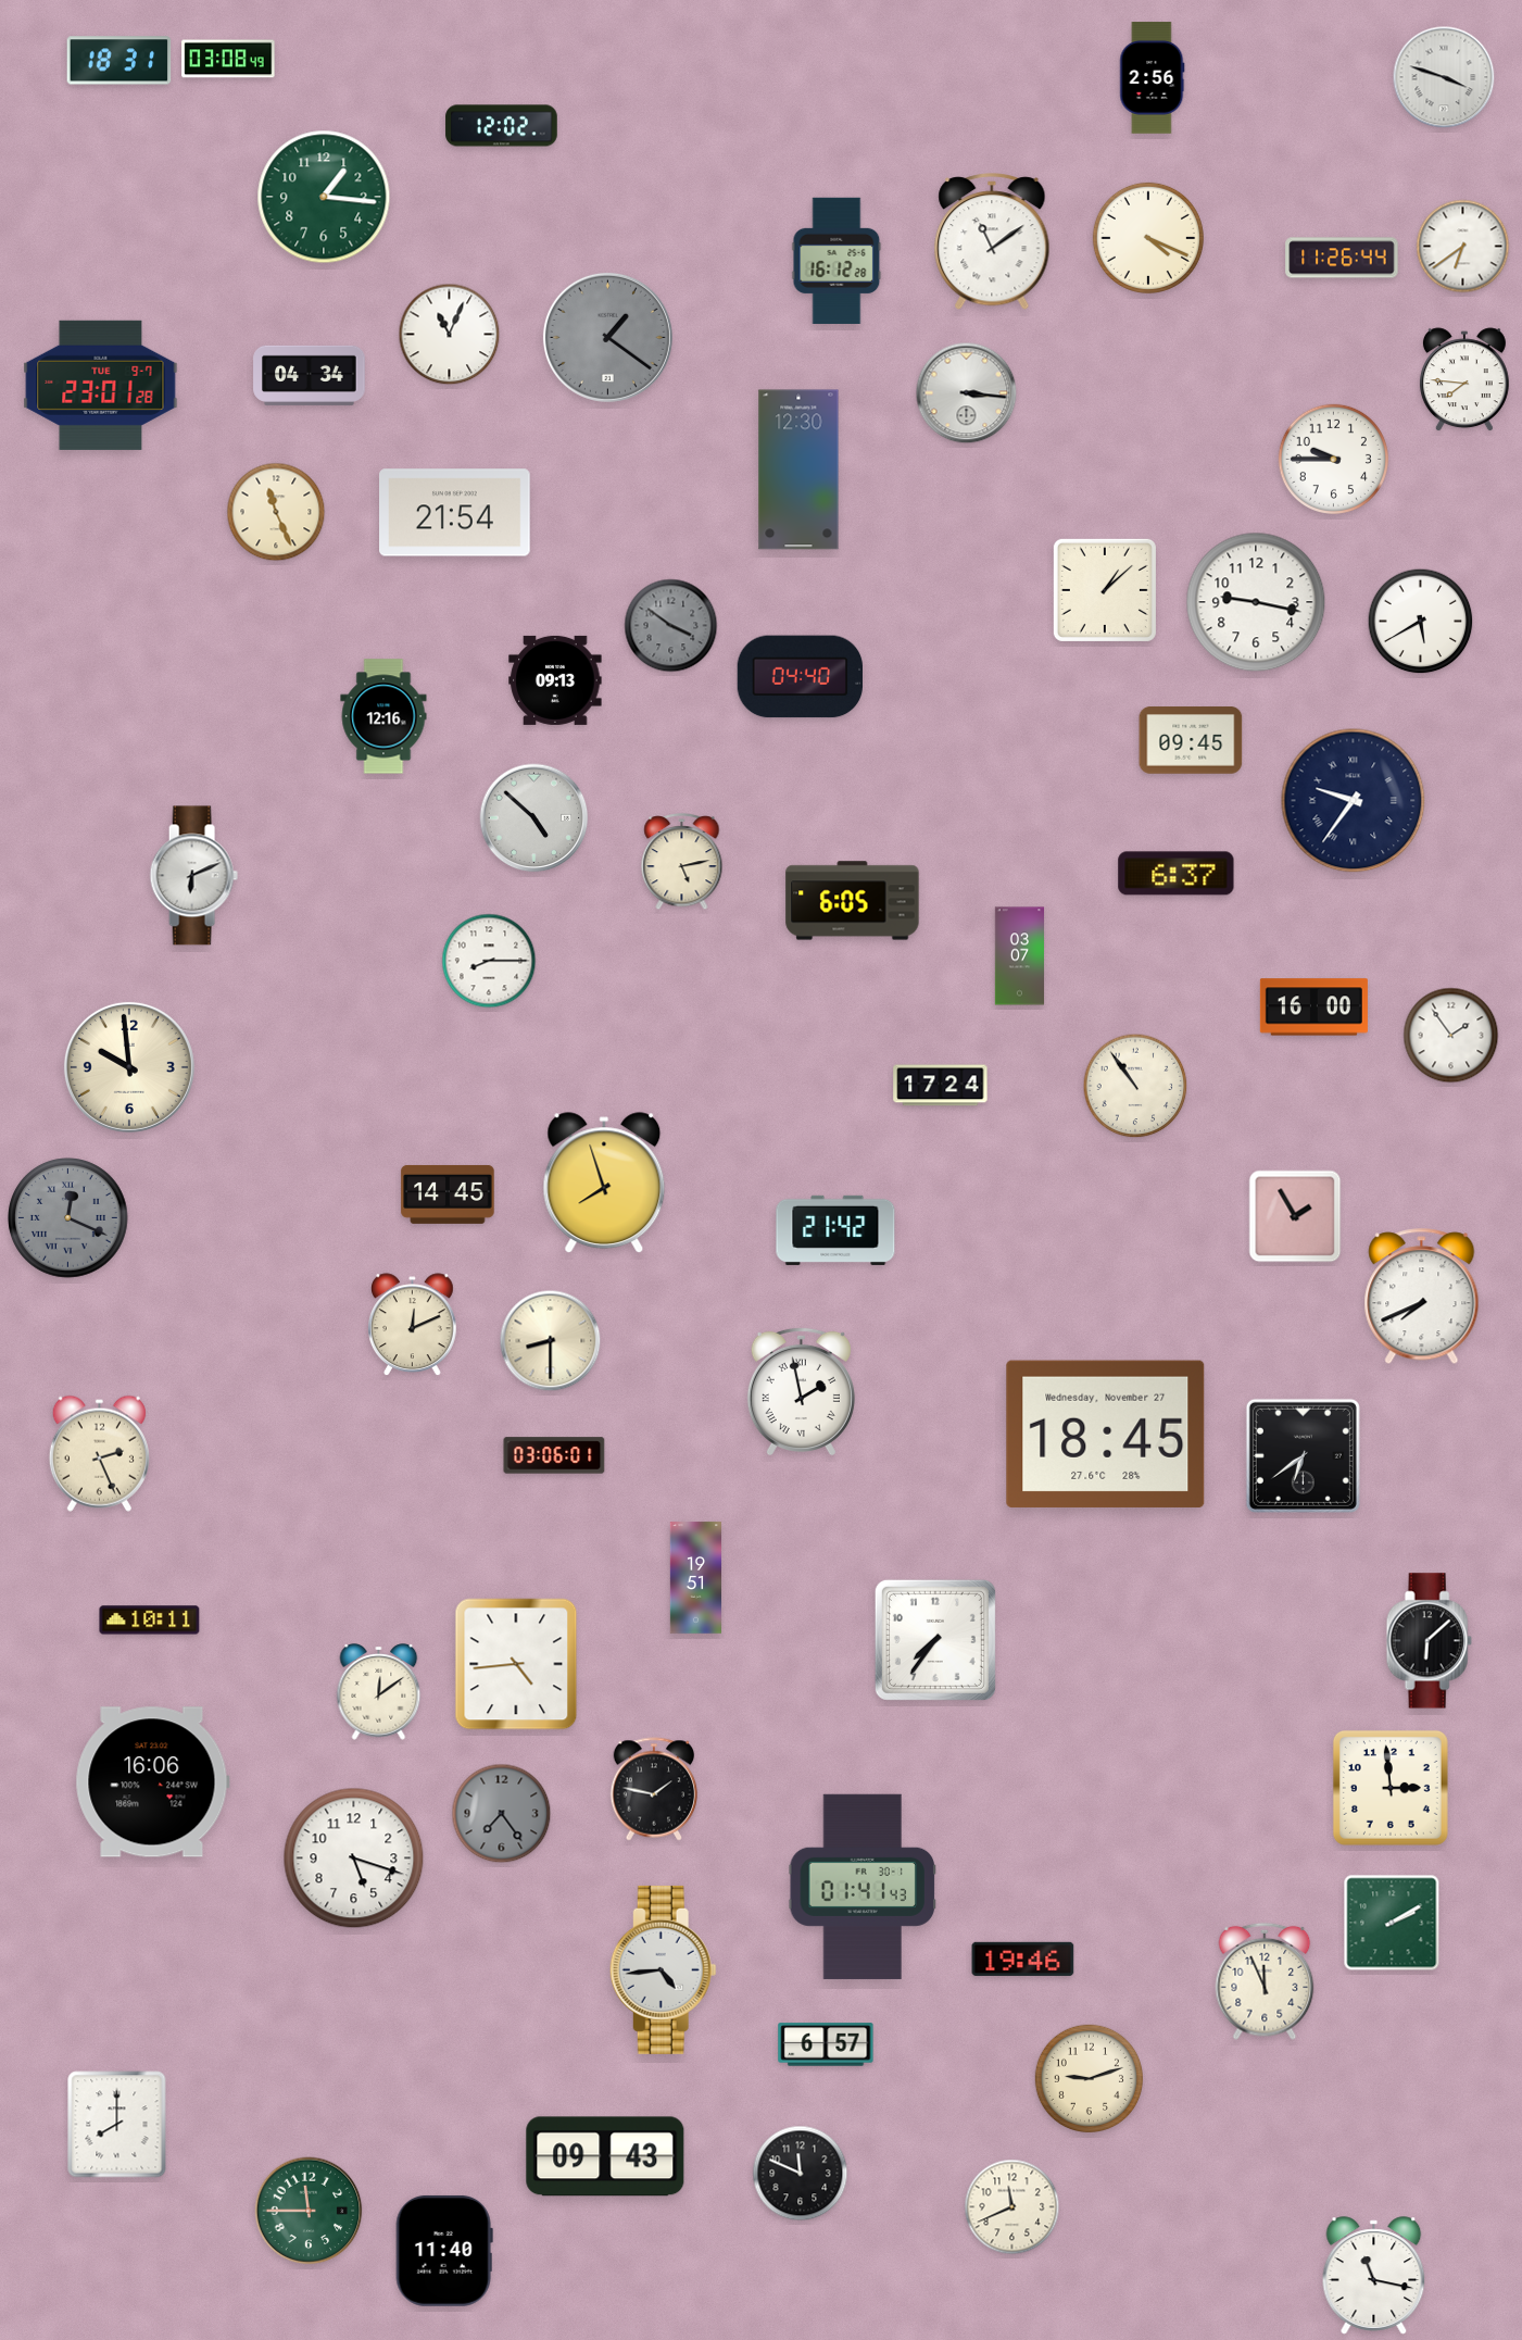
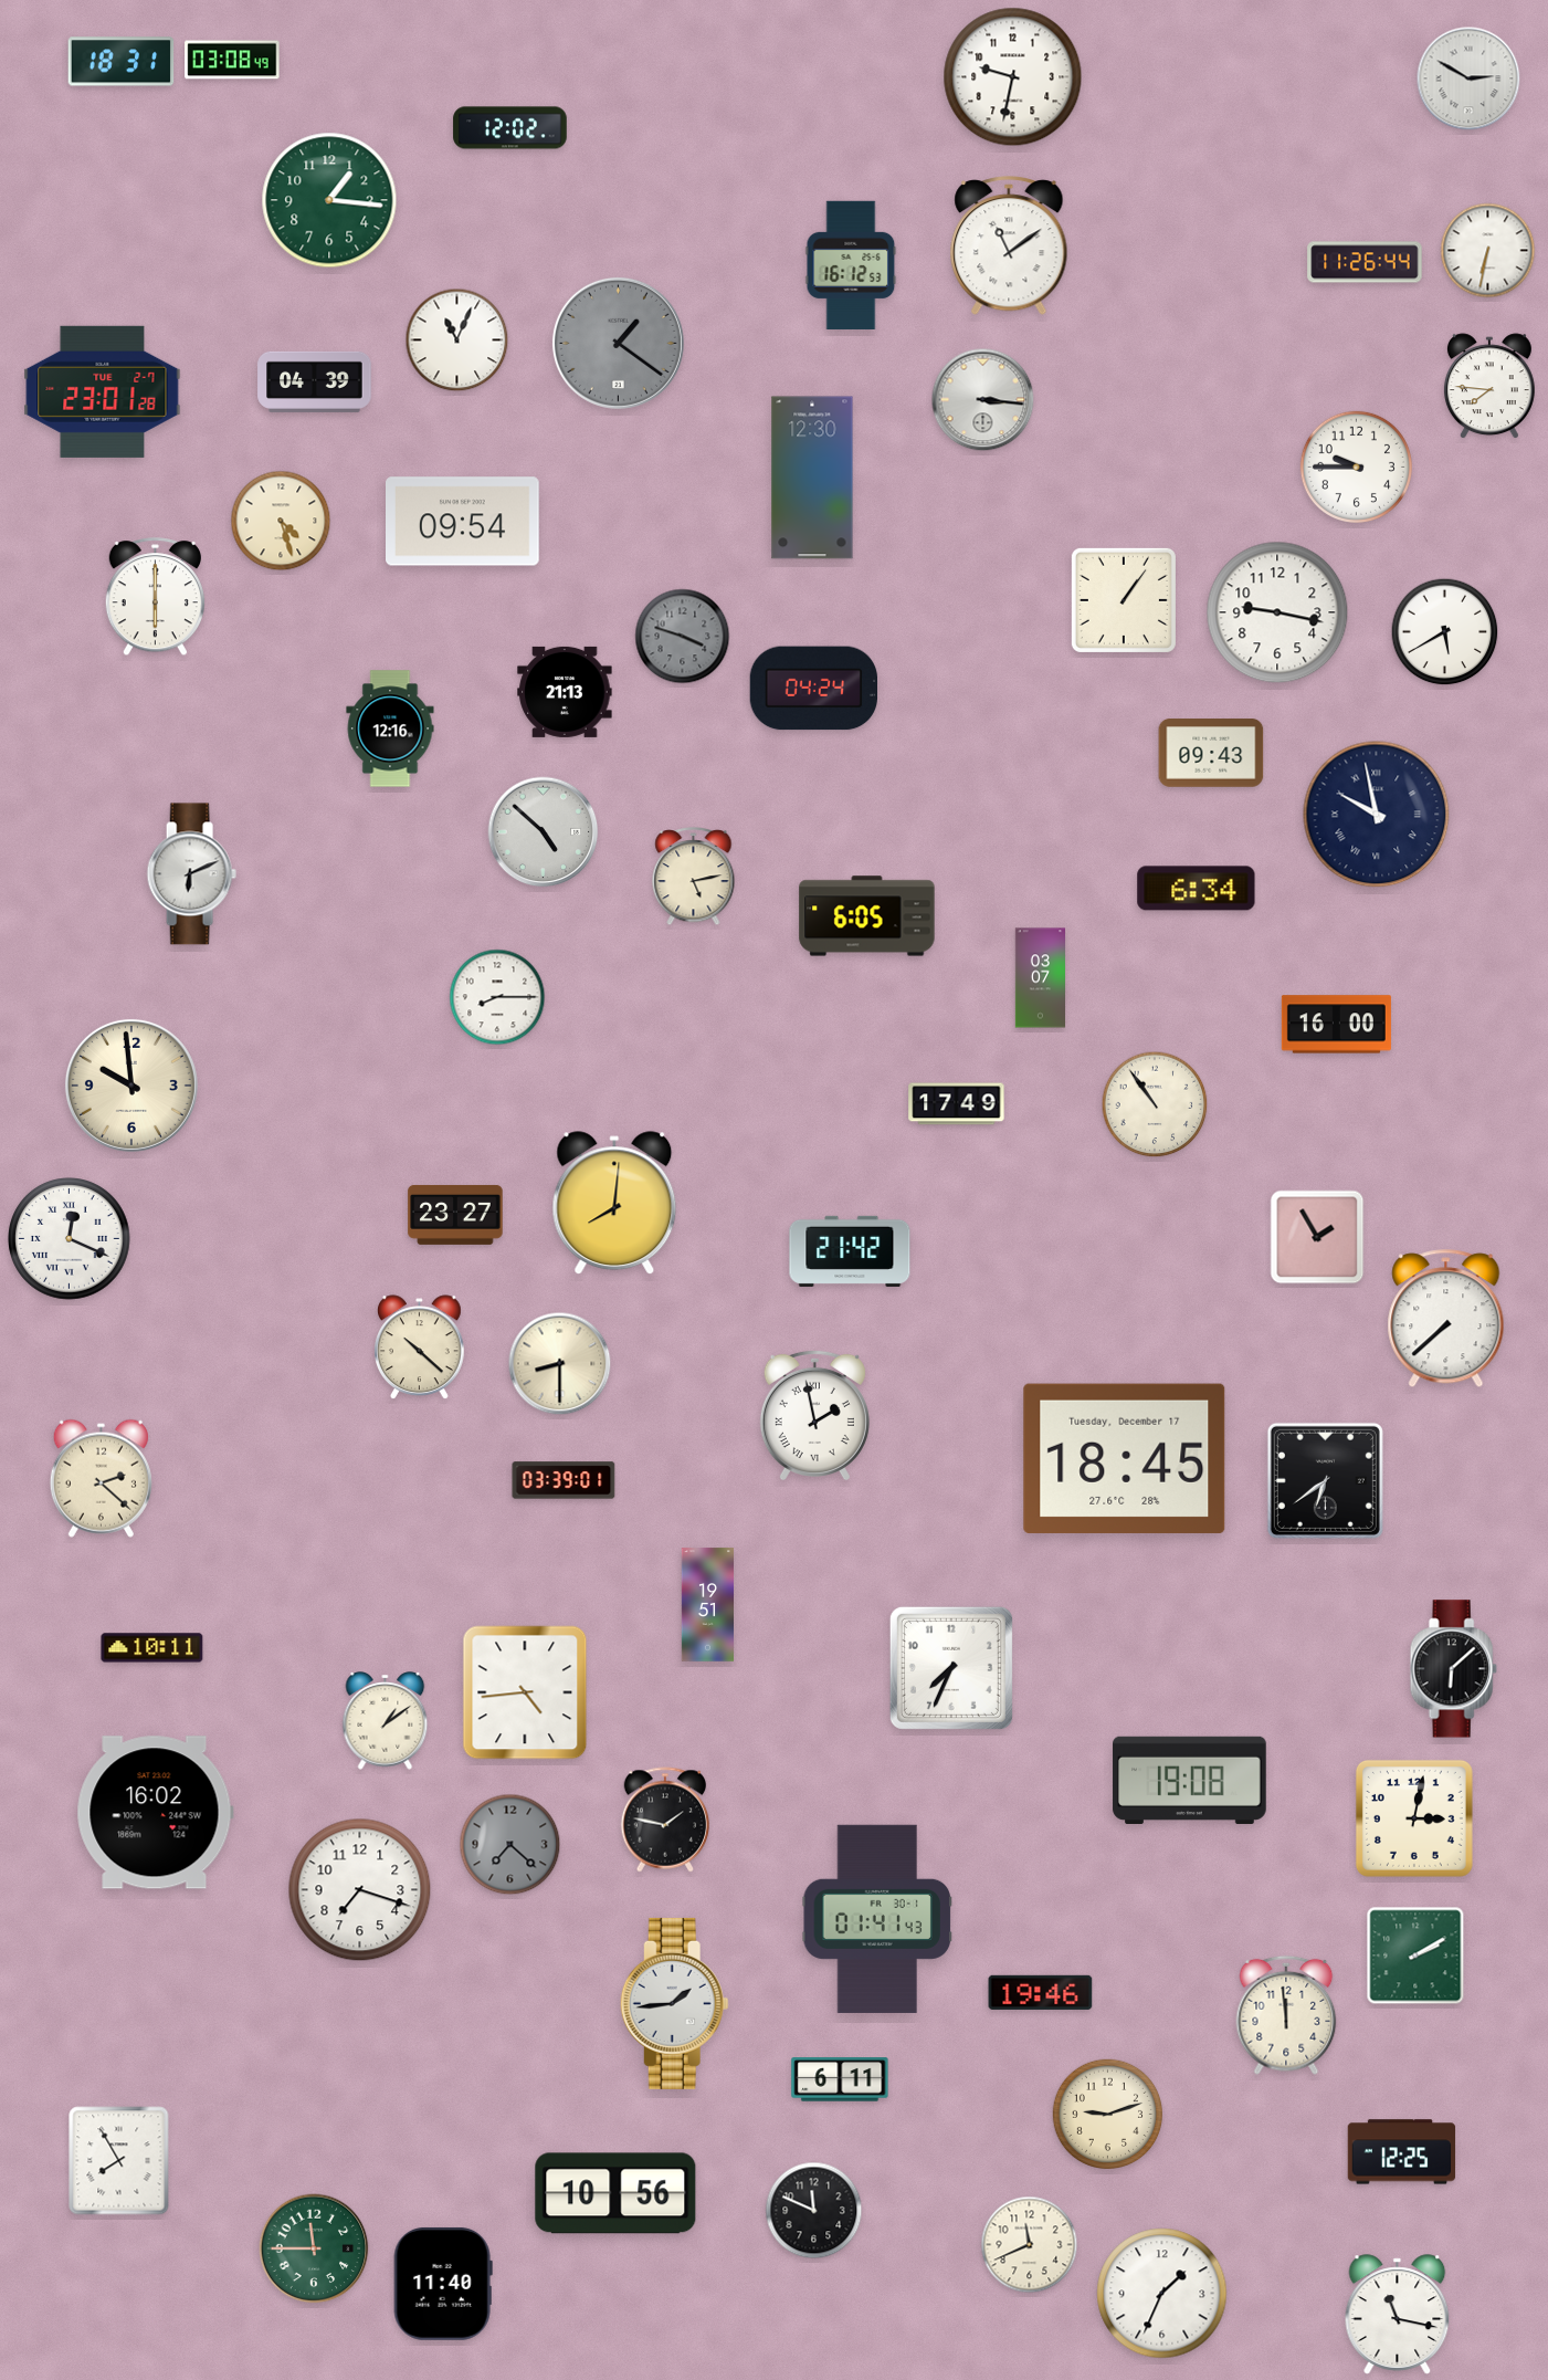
clock at (1013, 77): none -> 9:32
clock at (1444, 77): 3:48 -> 2:50
clock at (1153, 78): 2:56 -> none
clock at (1148, 238): 4:19 -> none
clock at (1463, 247): 6:39 -> 6:32
clock at (837, 261): 16:12:28 -> 16:12:53
clock at (310, 375): 04:34 -> 04:39
clock at (101, 385) date: TUE 9-7 -> TUE 2-7
clock at (276, 512): 11:26 -> 4:27
clock at (455, 513): 21:54 -> 09:54
clock at (155, 597): none -> 6:00
clock at (1105, 590): 1:08 -> 1:06
clock at (671, 626): 3:51 -> 3:48
clock at (800, 677): 04:40 -> 04:24
clock at (555, 680): 09:13 -> 21:13
clock at (1191, 740): 09:45 -> 09:43
clock at (1354, 801): 9:36 -> 9:58
clock at (1177, 874): 6:37 -> 6:34
clock at (193, 876) position: (193, 876) -> (191, 874)
clock at (1020, 956) position: (1020, 956) -> (1041, 978)
clock at (489, 961) position: (489, 961) -> (497, 997)
clock at (1451, 1036): 1:54 -> none
clock at (941, 1086): 17:24 -> 17:49
clock at (604, 1184): 7:57 -> 8:01
clock at (448, 1194): 14:45 -> 23:27
clock at (68, 1218) dial: grey -> white
clock at (1422, 1297): 7:41 -> 7:38
clock at (413, 1325): 12:11 -> 10:22
clock at (1106, 1434) date: Wednesday, November 27 -> Tuesday, December 17
clock at (99, 1453): 2:26 -> 2:22
clock at (554, 1455): 03:06 -> 03:39
clock at (935, 1640): 7:36 -> 7:34
clock at (379, 1692): 12:09 -> 1:09
clock at (1190, 1780): none -> 19:08
clock at (152, 1782): 16:06 -> 16:02
clock at (1391, 1788): 2:59 -> 3:02
clock at (502, 1814): 7:24 -> 7:22
clock at (354, 1859): 5:18 -> 7:18
clock at (663, 1969): 4:44 -> 1:44
clock at (1265, 1981): 11:56 -> 11:59
clock at (826, 2044): 6:57 -> 6:11
clock at (1402, 2152): none -> 12:25
clock at (117, 2125): 8:00 -> 7:55
clock at (605, 2156): 09:43 -> 10:56
clock at (444, 2251) position: (444, 2251) -> (443, 2284)
clock at (1162, 2294): none -> 1:34
